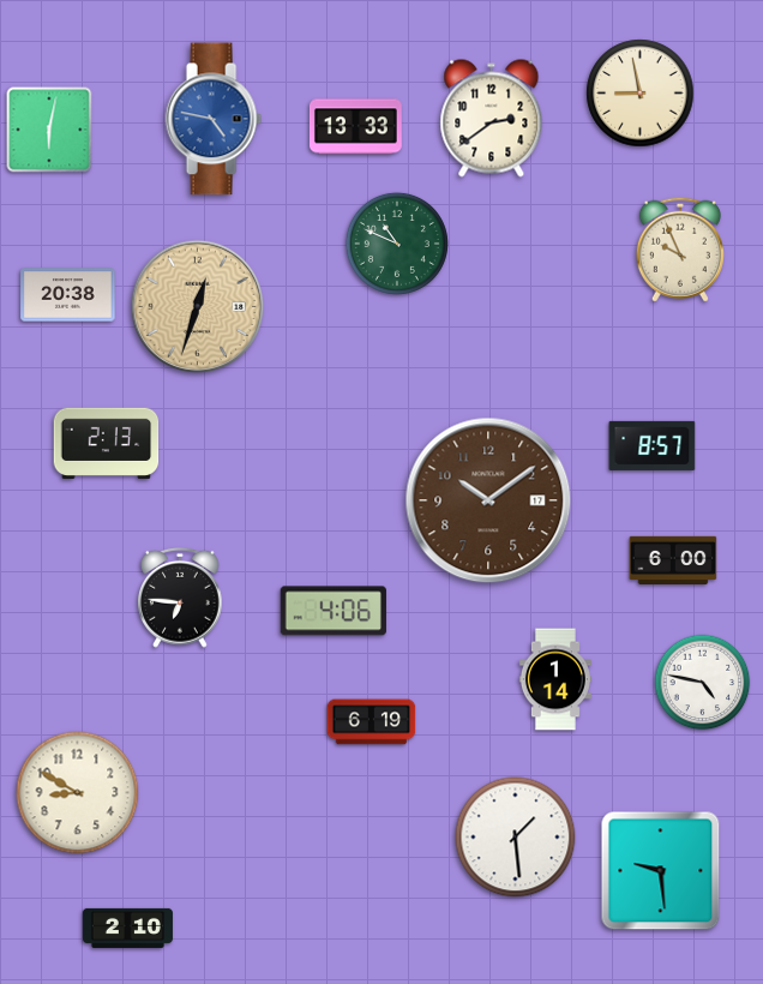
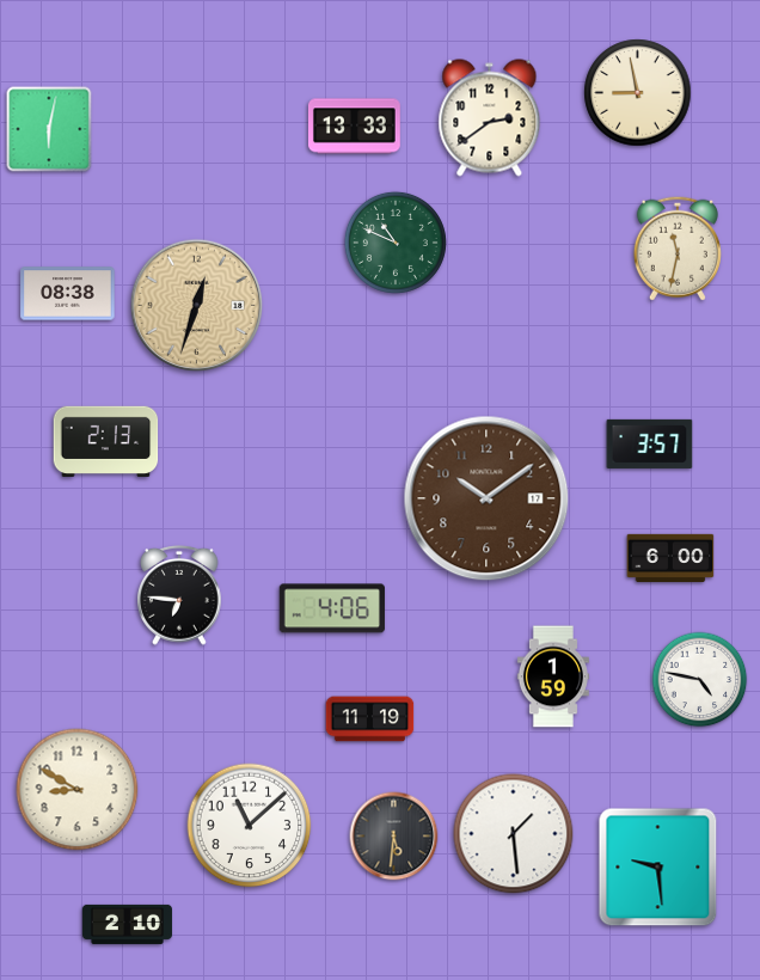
clock at (214, 119): 4:47 -> none
clock at (680, 250): 9:56 -> 11:32
clock at (68, 295): 20:38 -> 08:38
clock at (653, 445): 8:57 -> 3:57
clock at (555, 679): 1:14 -> 1:59
clock at (372, 722): 6:19 -> 11:19
clock at (250, 826): none -> 11:08
clock at (394, 837): none -> 5:31
